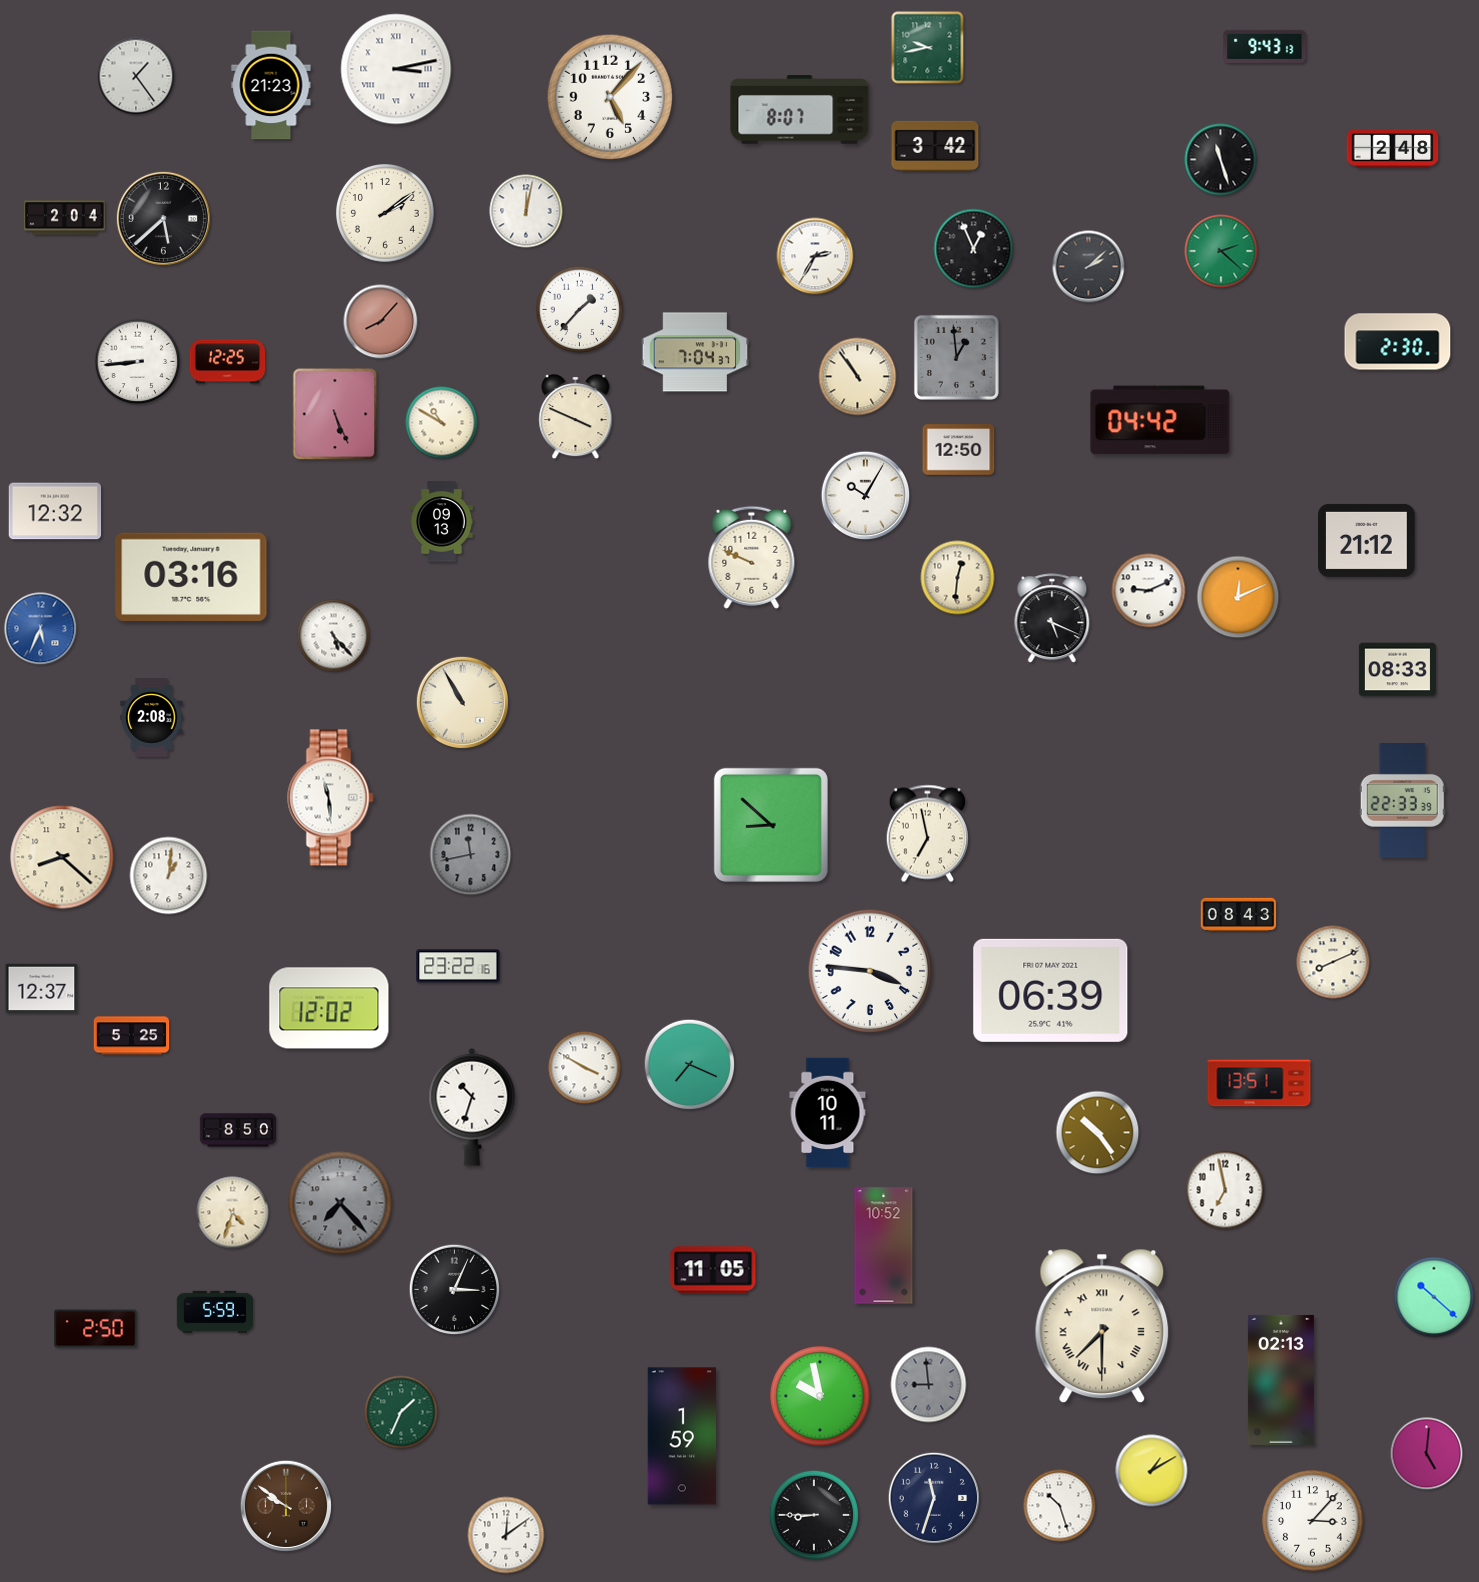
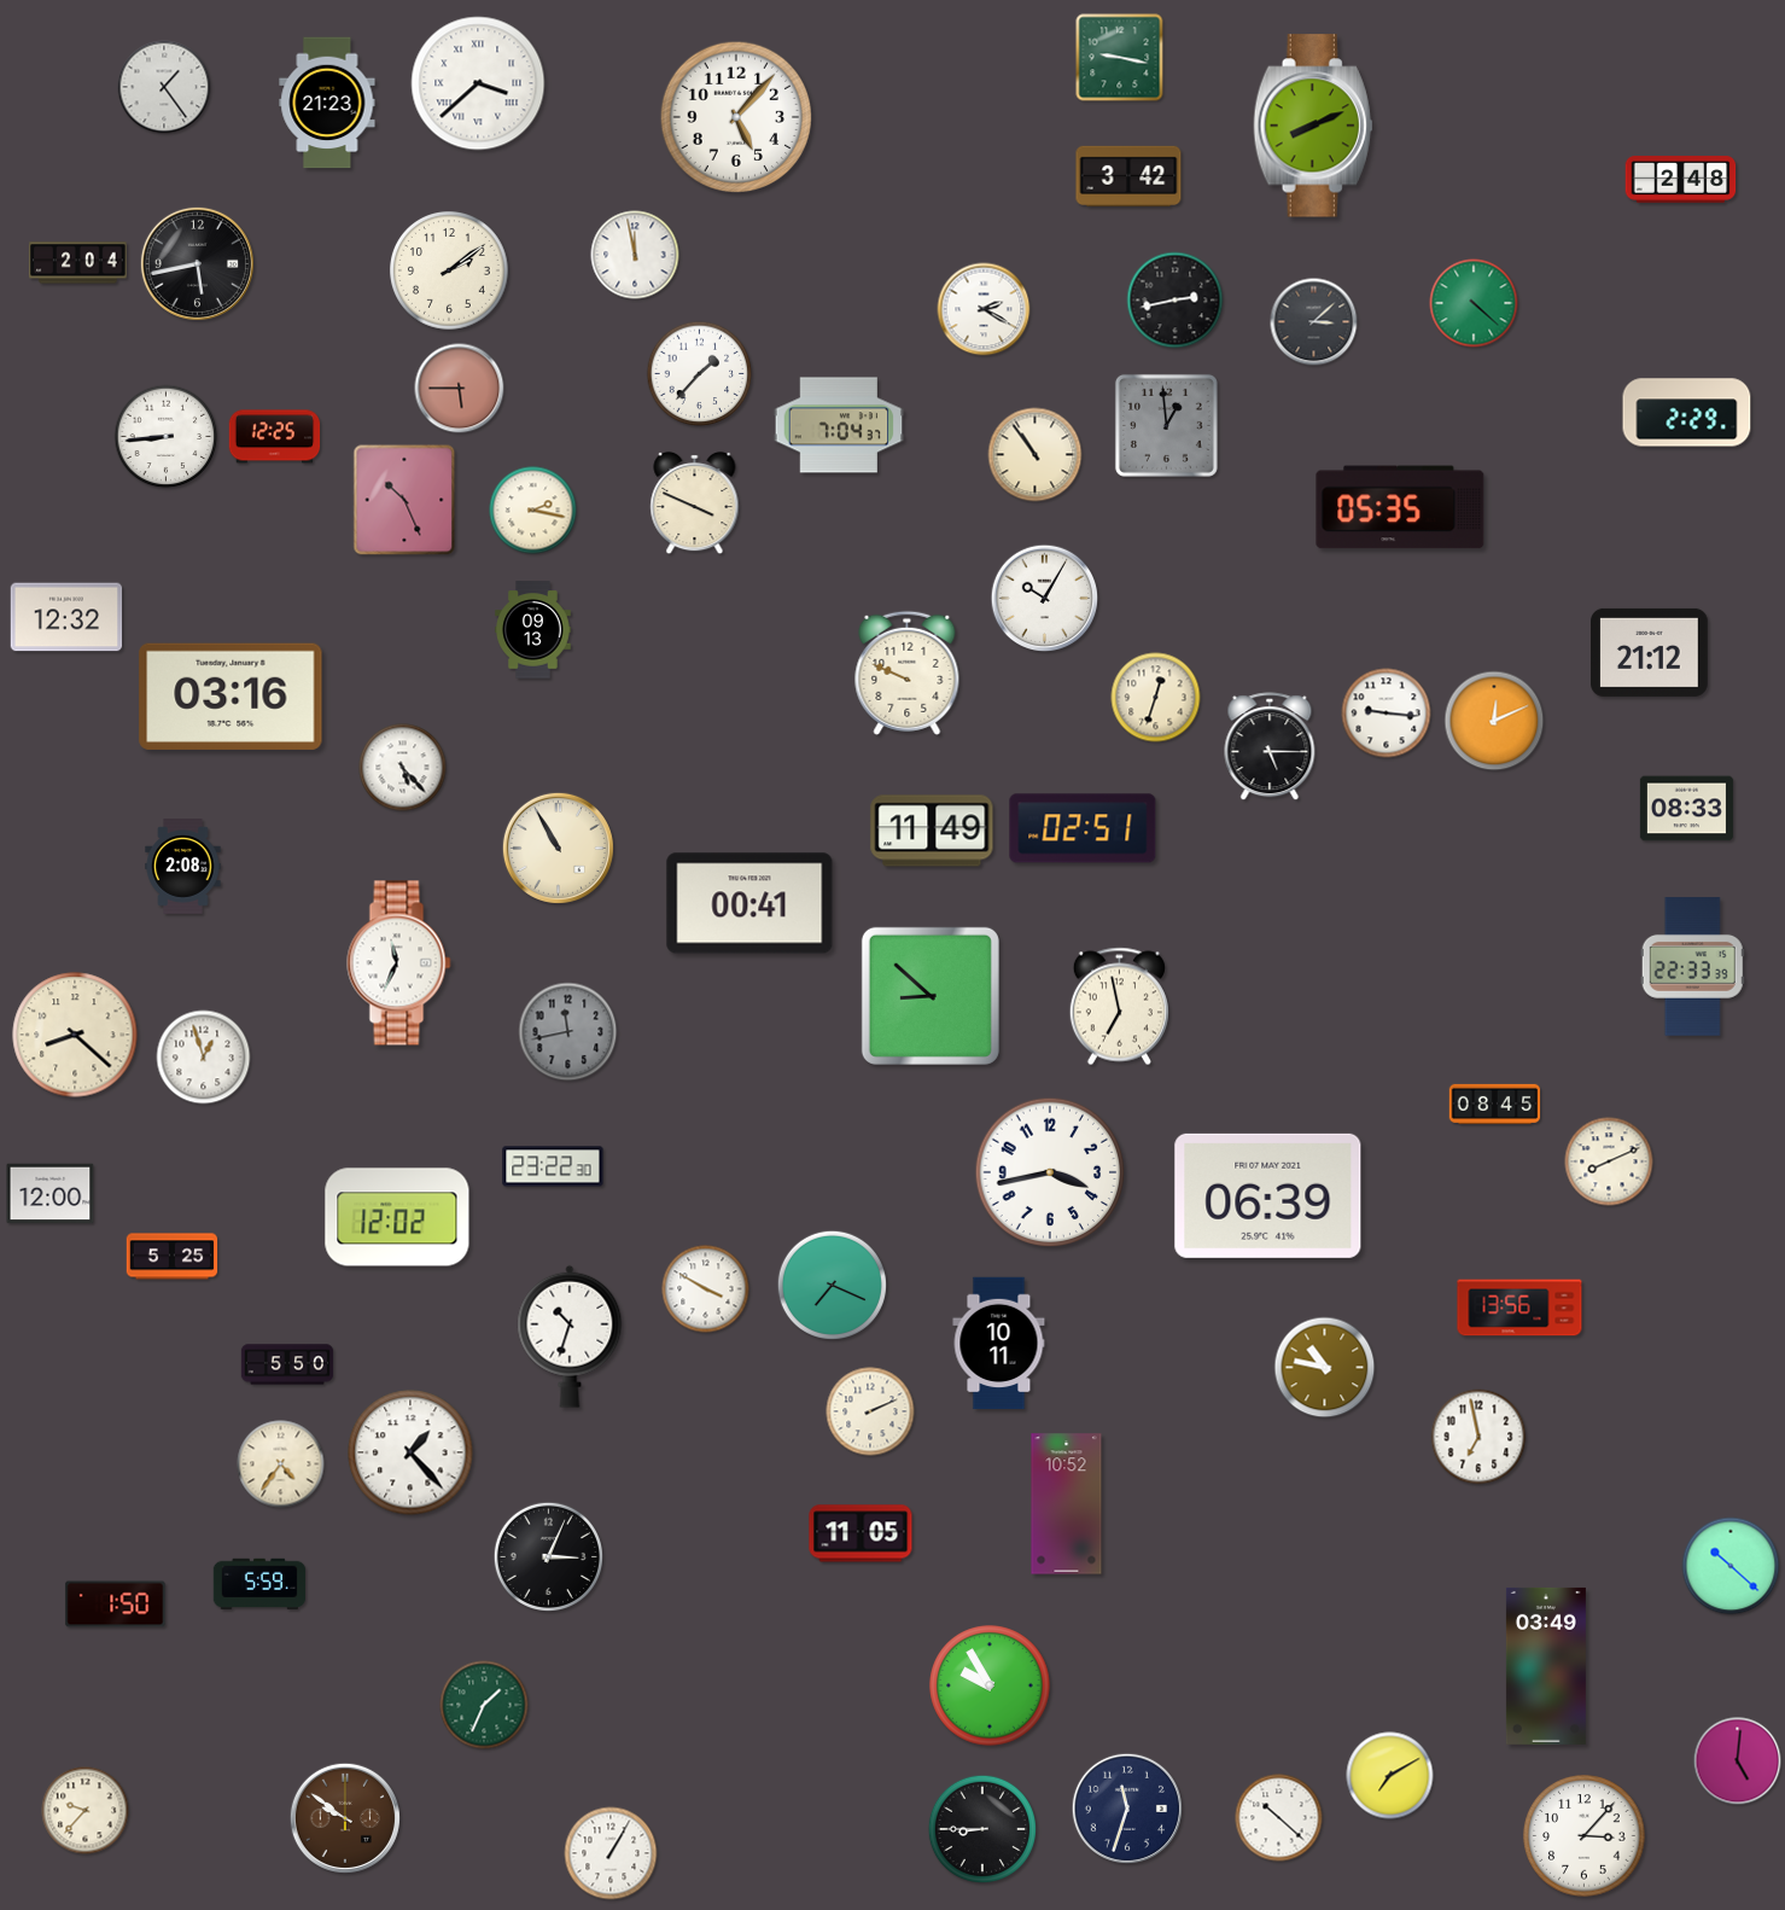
clock at (1265, 46): 9:43 -> none
clock at (928, 48): 9:43 -> 9:17
clock at (396, 69): 3:13 -> 3:38
clock at (136, 76) position: (136, 76) -> (164, 87)
clock at (1313, 126): none -> 8:11
clock at (800, 110): 8:07 -> none
clock at (1221, 160): 11:27 -> none
clock at (526, 211): 12:02 -> 11:58
clock at (385, 213) position: (385, 213) -> (449, 270)
clock at (163, 218): 5:38 -> 5:43
clock at (974, 249): 12:56 -> 2:43
clock at (1221, 251): 2:22 -> 4:22
clock at (815, 256): 2:35 -> 2:20
clock at (1089, 267): 2:08 -> 3:08
clock at (381, 322): 8:07 -> 5:45
clock at (1398, 342): 2:30 -> 2:29
clock at (956, 357) position: (956, 357) -> (1166, 425)
clock at (335, 414): 5:26 -> 10:26
clock at (1160, 420): 04:42 -> 05:35
clock at (442, 423): 10:50 -> 2:17
clock at (959, 450): 12:50 -> none
clock at (958, 578): 12:31 -> 12:33
clock at (1149, 591): 9:11 -> 9:16
clock at (1052, 619): 5:19 -> 5:15
clock at (41, 629): 5:34 -> none
clock at (1083, 828): none -> 02:51
clock at (932, 831): none -> 11:49
clock at (749, 903): none -> 00:41
clock at (331, 798): 11:29 -> 11:34
clock at (169, 876): 1:01 -> 12:57
clock at (1239, 914): 08:43 -> 08:45
clock at (458, 966): 23:22:16 -> 23:22:30
clock at (870, 971): 3:46 -> 3:43
clock at (42, 989): 12:37 -> 12:00
clock at (132, 1036) position: (132, 1036) -> (173, 1257)
clock at (1259, 1083): 13:51 -> 13:56
clock at (238, 1130): 8:50 -> 5:50
clock at (1098, 1133): 10:24 -> 10:47
clock at (870, 1411): none -> 2:11
clock at (340, 1203): 7:23 -> 1:23
clock at (340, 1203) dial: grey -> white
clock at (233, 1213): 4:33 -> 4:36
clock at (1102, 1326): 7:30 -> none
clock at (96, 1329): 2:50 -> 1:50
clock at (1281, 1380): 02:13 -> 03:49
clock at (929, 1385): 8:59 -> none
clock at (820, 1396): 9:58 -> 9:55
clock at (682, 1436): 1:59 -> none
clock at (1427, 1454) position: (1427, 1454) -> (1738, 1761)
clock at (1152, 1471): 1:10 -> 7:10
clock at (86, 1811): none -> 9:37
clock at (1060, 1506): 10:27 -> 10:22
clock at (506, 1535): 12:09 -> 1:05
